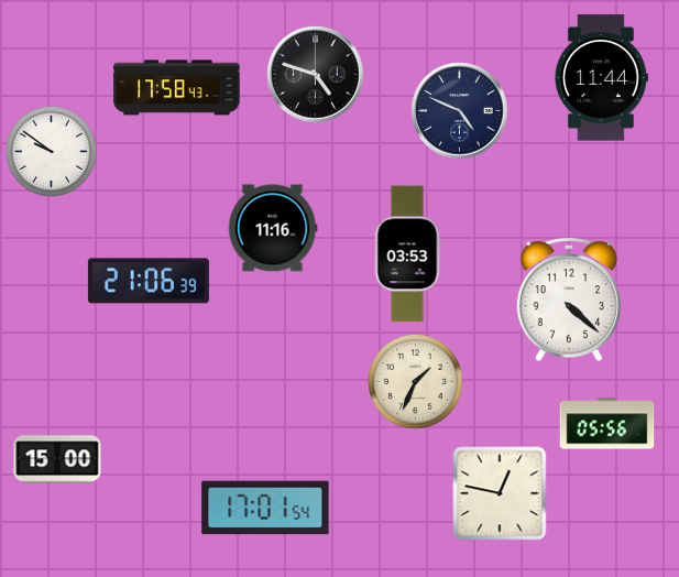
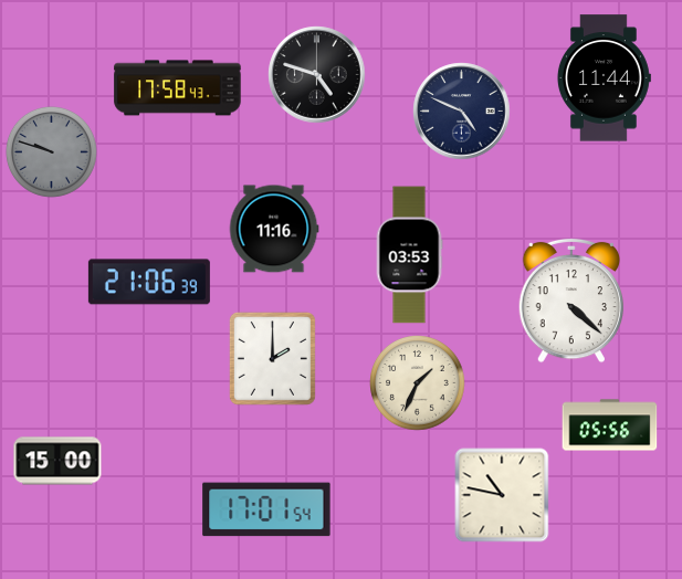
clock at (51, 151): 9:51 -> 9:48
clock at (51, 151) dial: white -> grey
clock at (272, 358): none -> 2:00
clock at (500, 493): 12:47 -> 10:47
